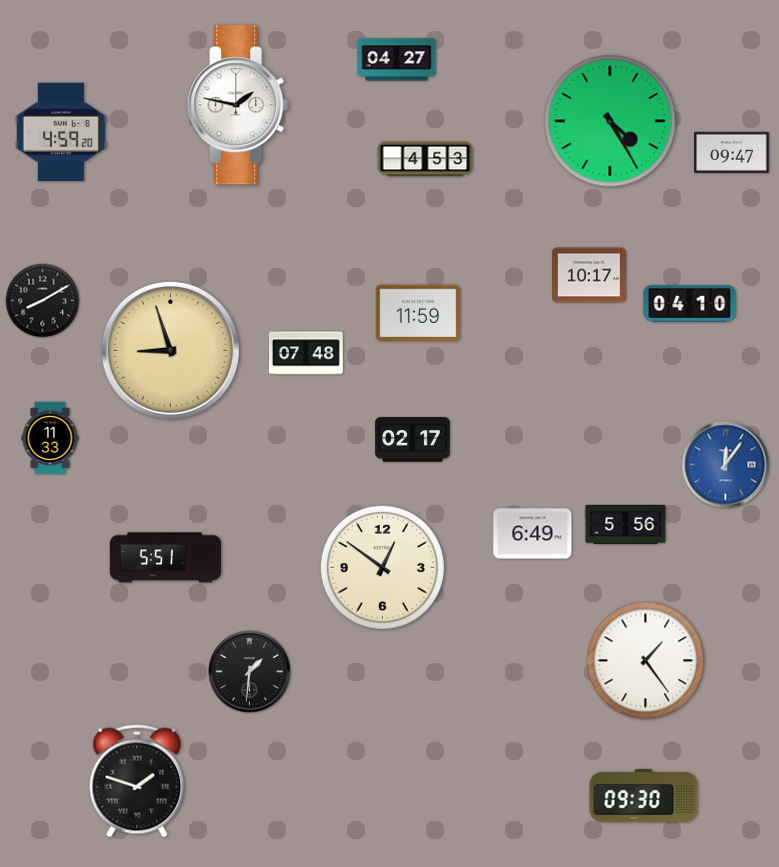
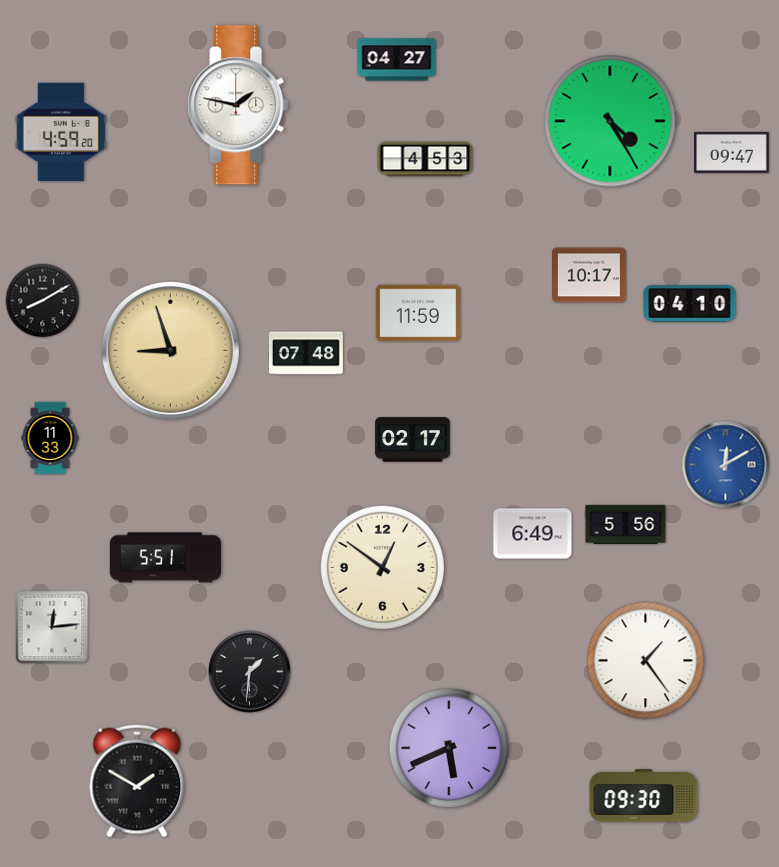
clock at (726, 465): 12:06 -> 12:10
clock at (52, 627): none -> 12:14
clock at (449, 748): none -> 5:41
clock at (137, 781): 1:48 -> 1:50
